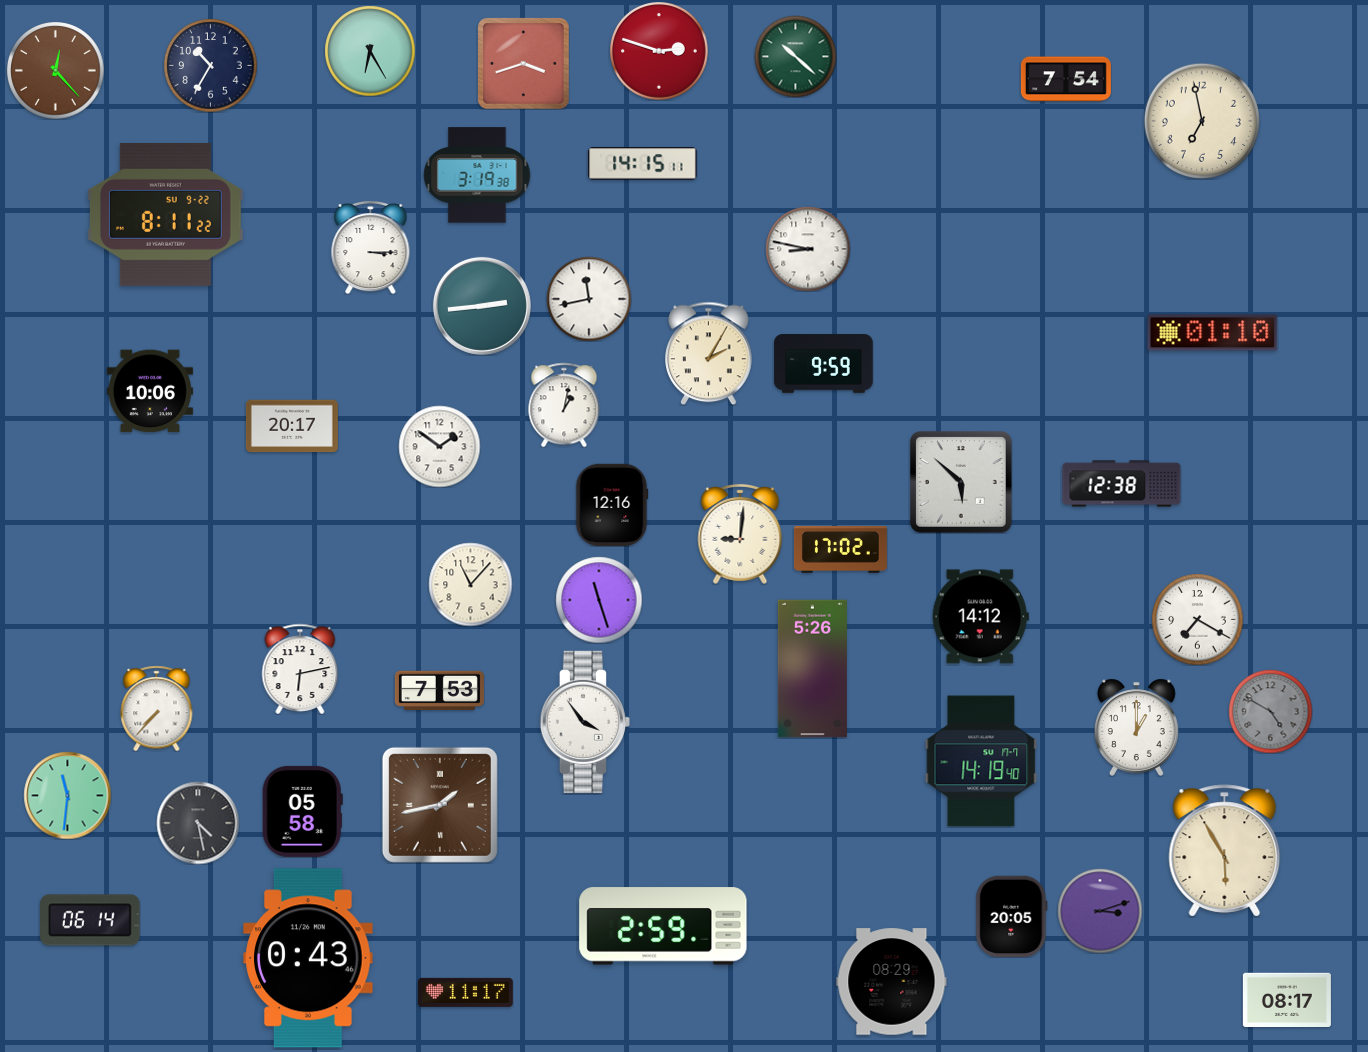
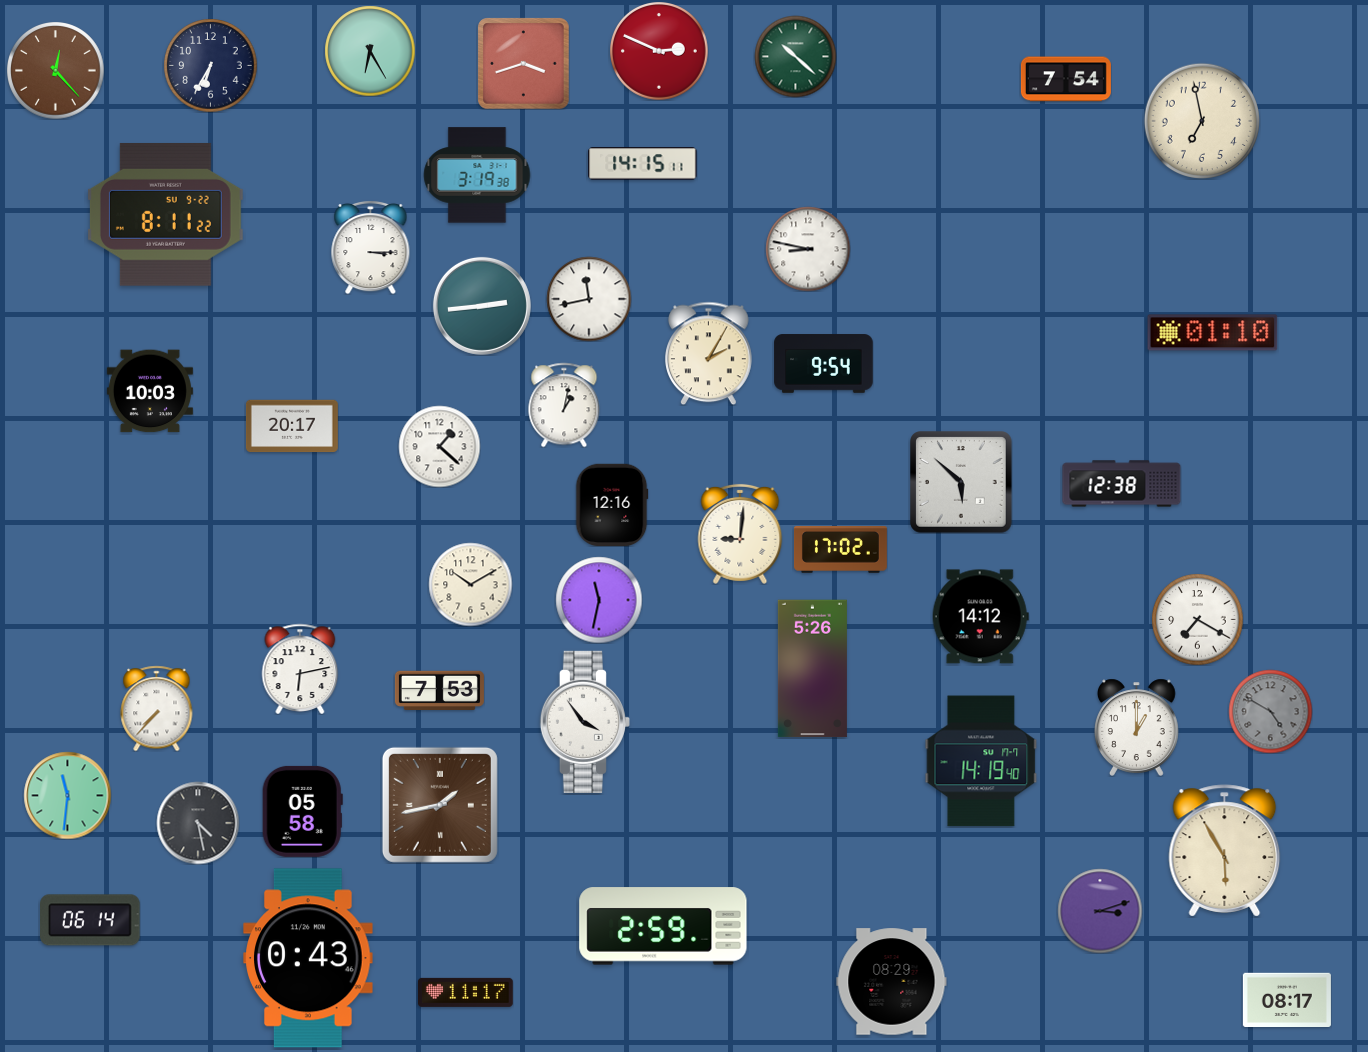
clock at (660, 52): 2:48 -> 2:49
clock at (210, 65): 10:35 -> 6:35
clock at (824, 364): 9:59 -> 9:54
clock at (150, 391): 10:06 -> 10:03
clock at (439, 446): 1:51 -> 1:22
clock at (470, 584): 11:07 -> 10:10
clock at (599, 600): 11:27 -> 11:32
clock at (1012, 916): 20:05 -> none
